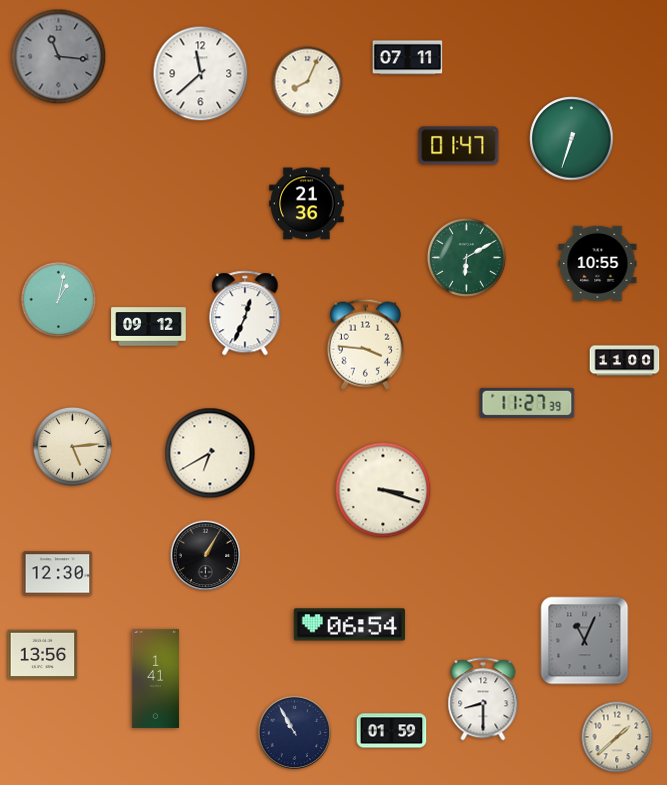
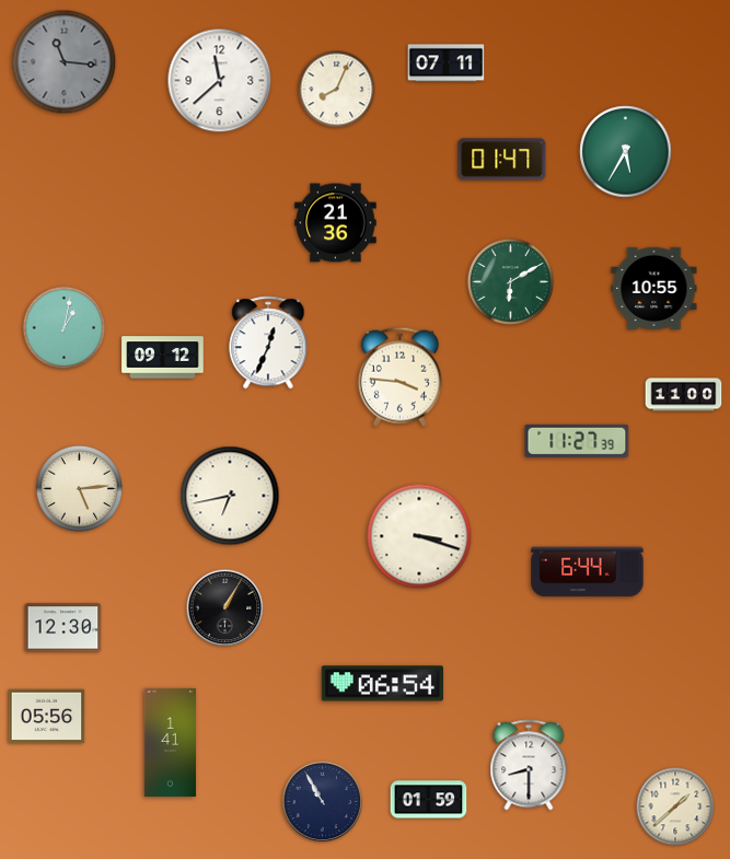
clock at (572, 139): 6:33 -> 5:35
clock at (210, 453): 6:40 -> 6:43
clock at (588, 572): none -> 6:44
clock at (585, 641): 11:04 -> none
clock at (43, 655): 13:56 -> 05:56
